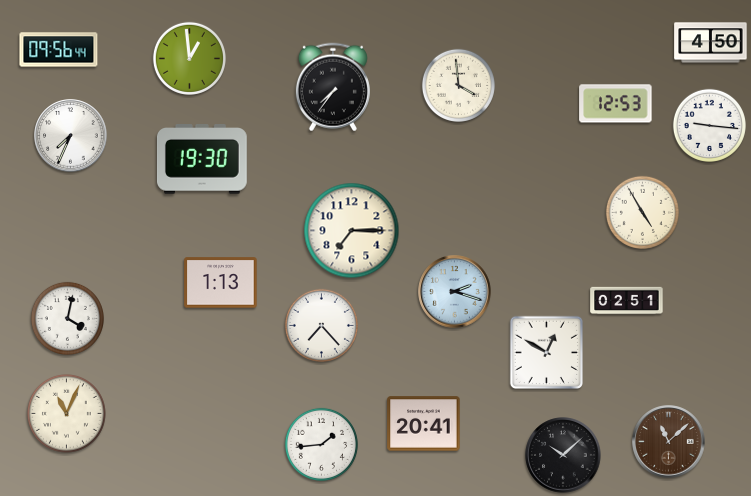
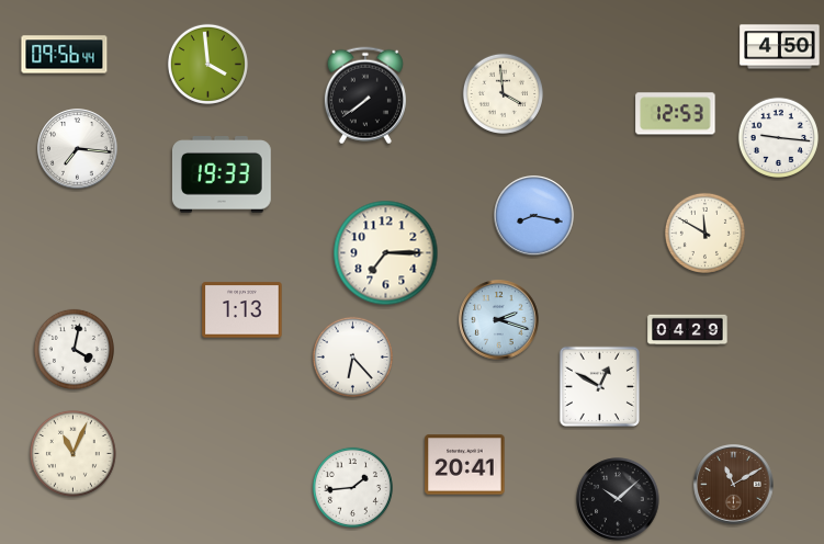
clock at (189, 58): 12:59 -> 3:59
clock at (333, 87): 7:36 -> 7:39
clock at (71, 136): 7:34 -> 7:16
clock at (202, 159): 19:30 -> 19:33
clock at (534, 216): none -> 8:17
clock at (642, 212): 4:55 -> 11:50
clock at (627, 301): 02:51 -> 04:29
clock at (321, 325): 7:23 -> 6:23
clock at (669, 442): 11:08 -> 11:10
